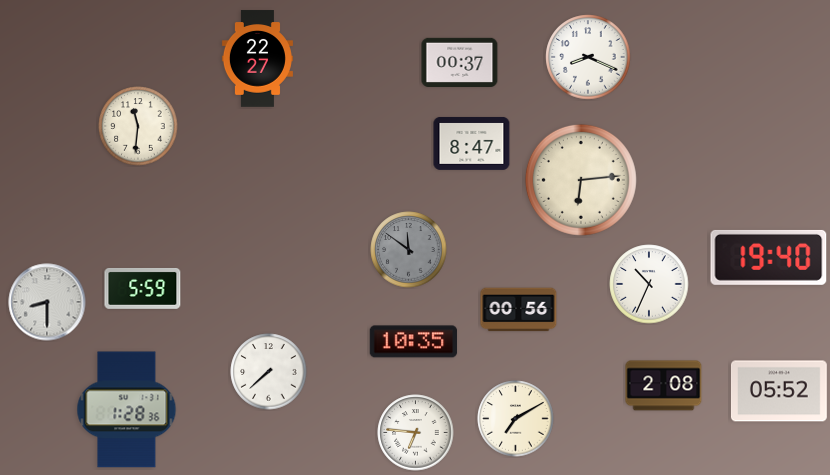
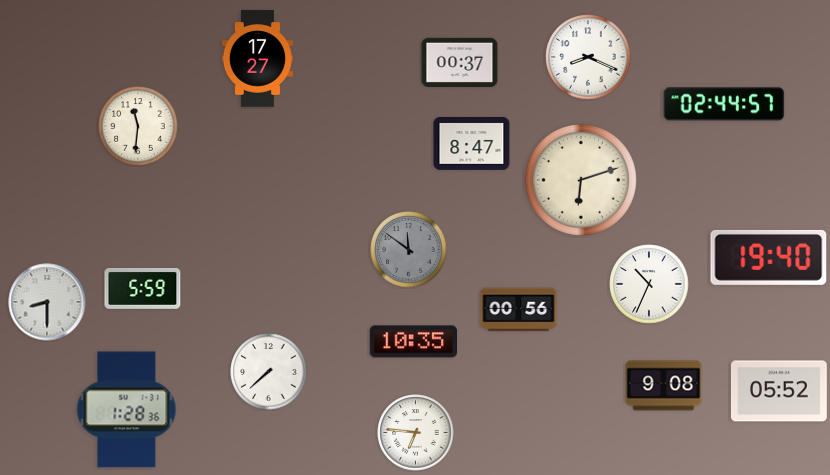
clock at (257, 59): 22:27 -> 17:27
clock at (724, 104): none -> 02:44
clock at (581, 180): 6:14 -> 6:12
clock at (664, 386): 2:08 -> 9:08
clock at (516, 419): 7:10 -> none
